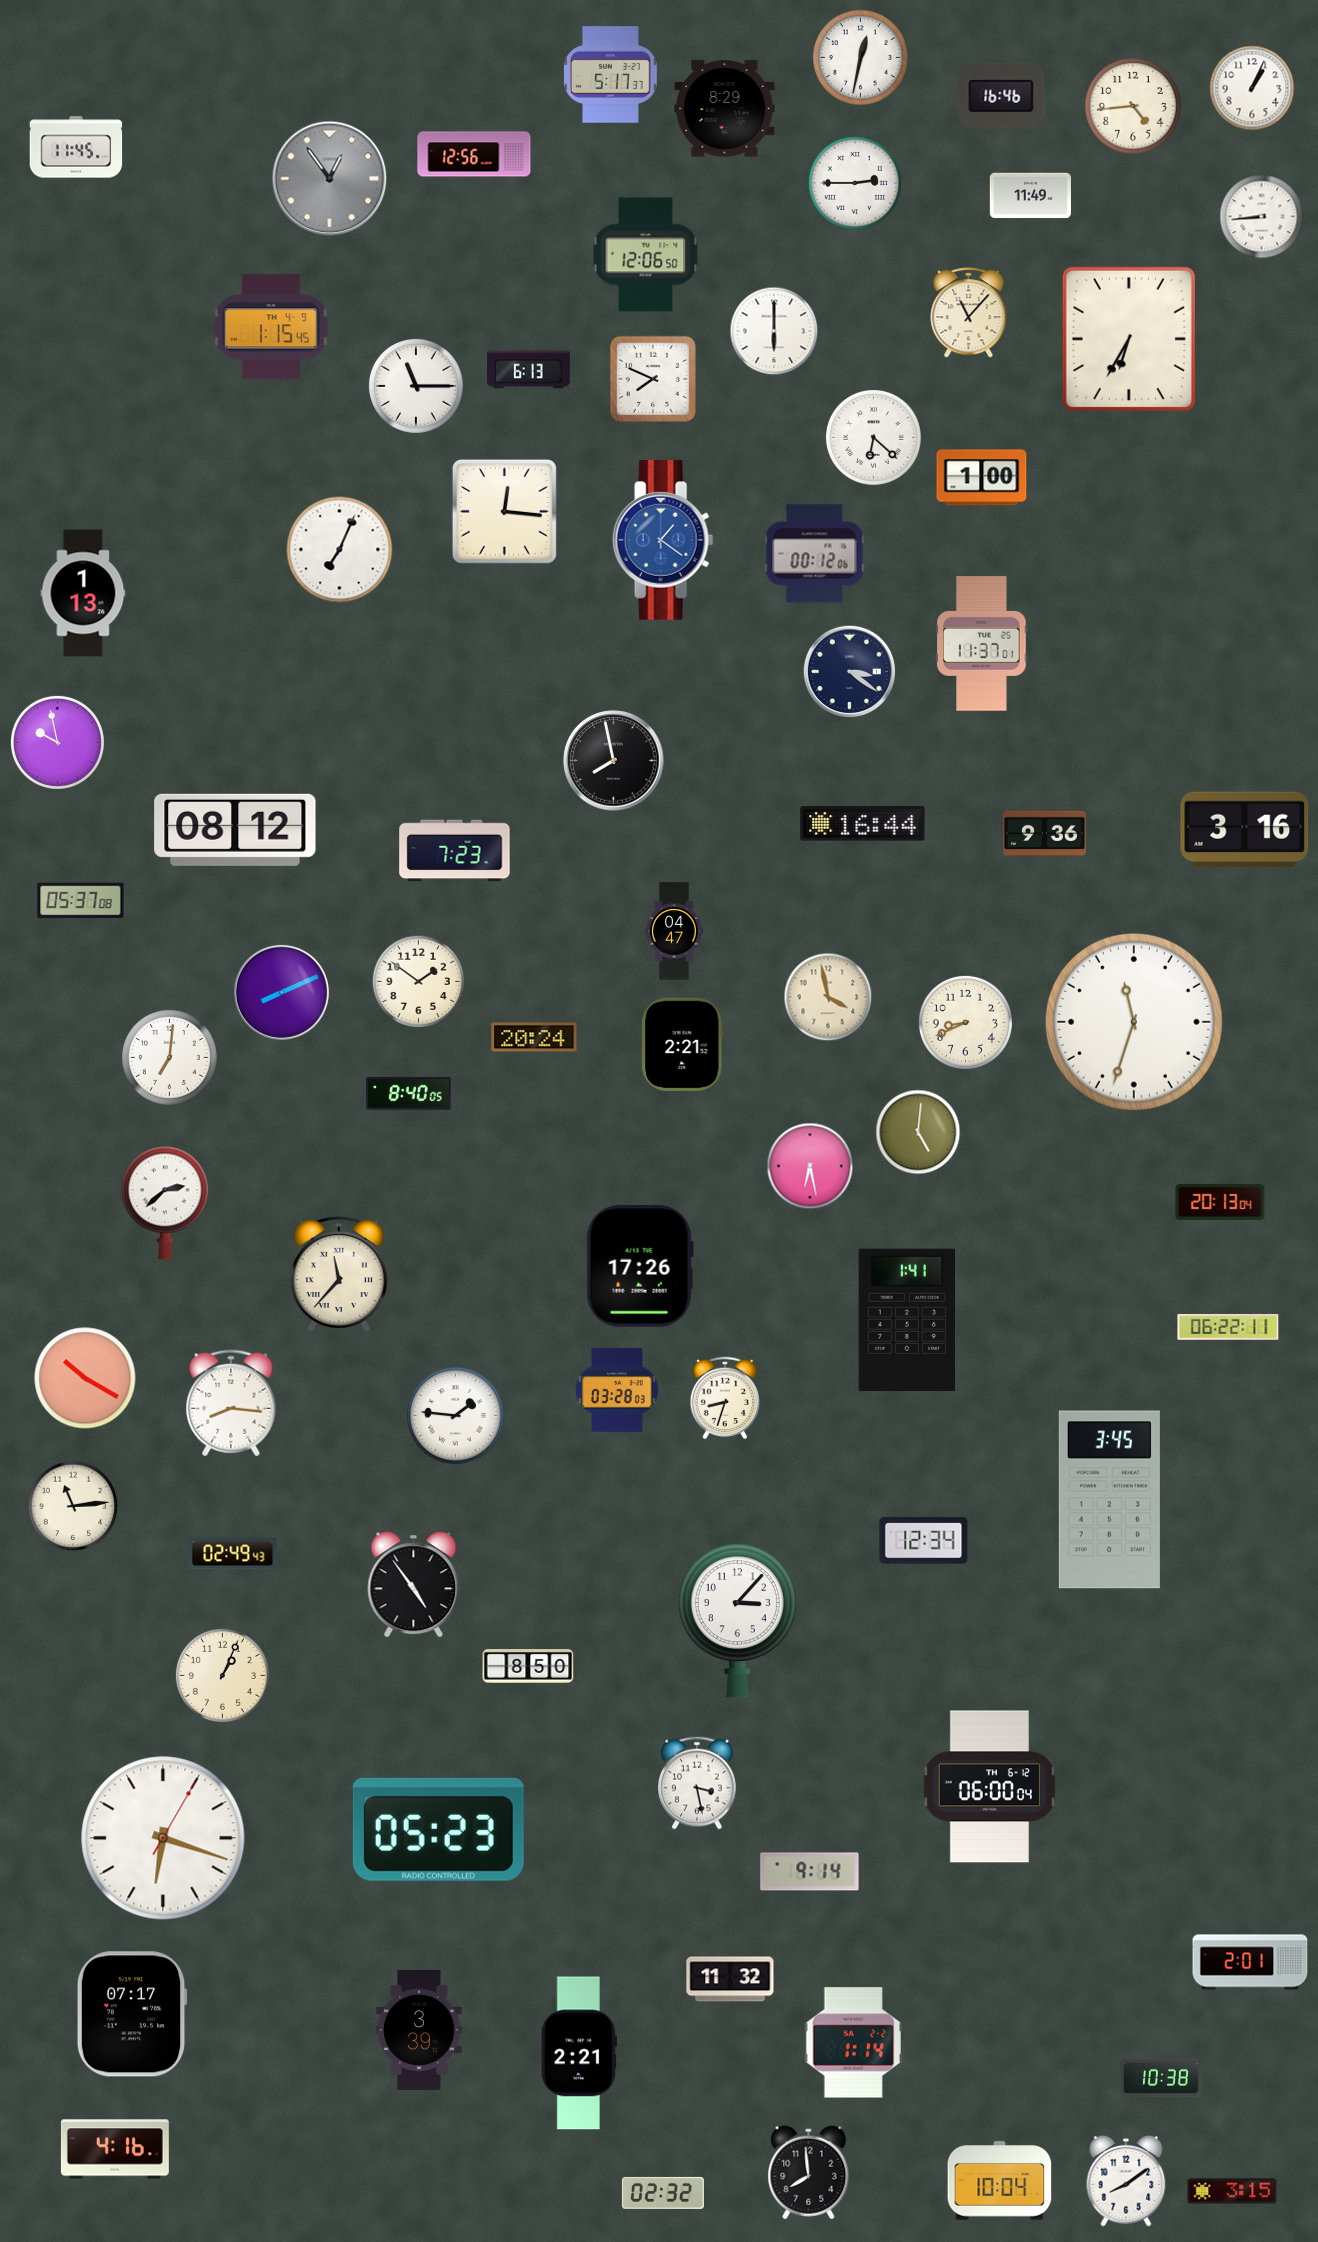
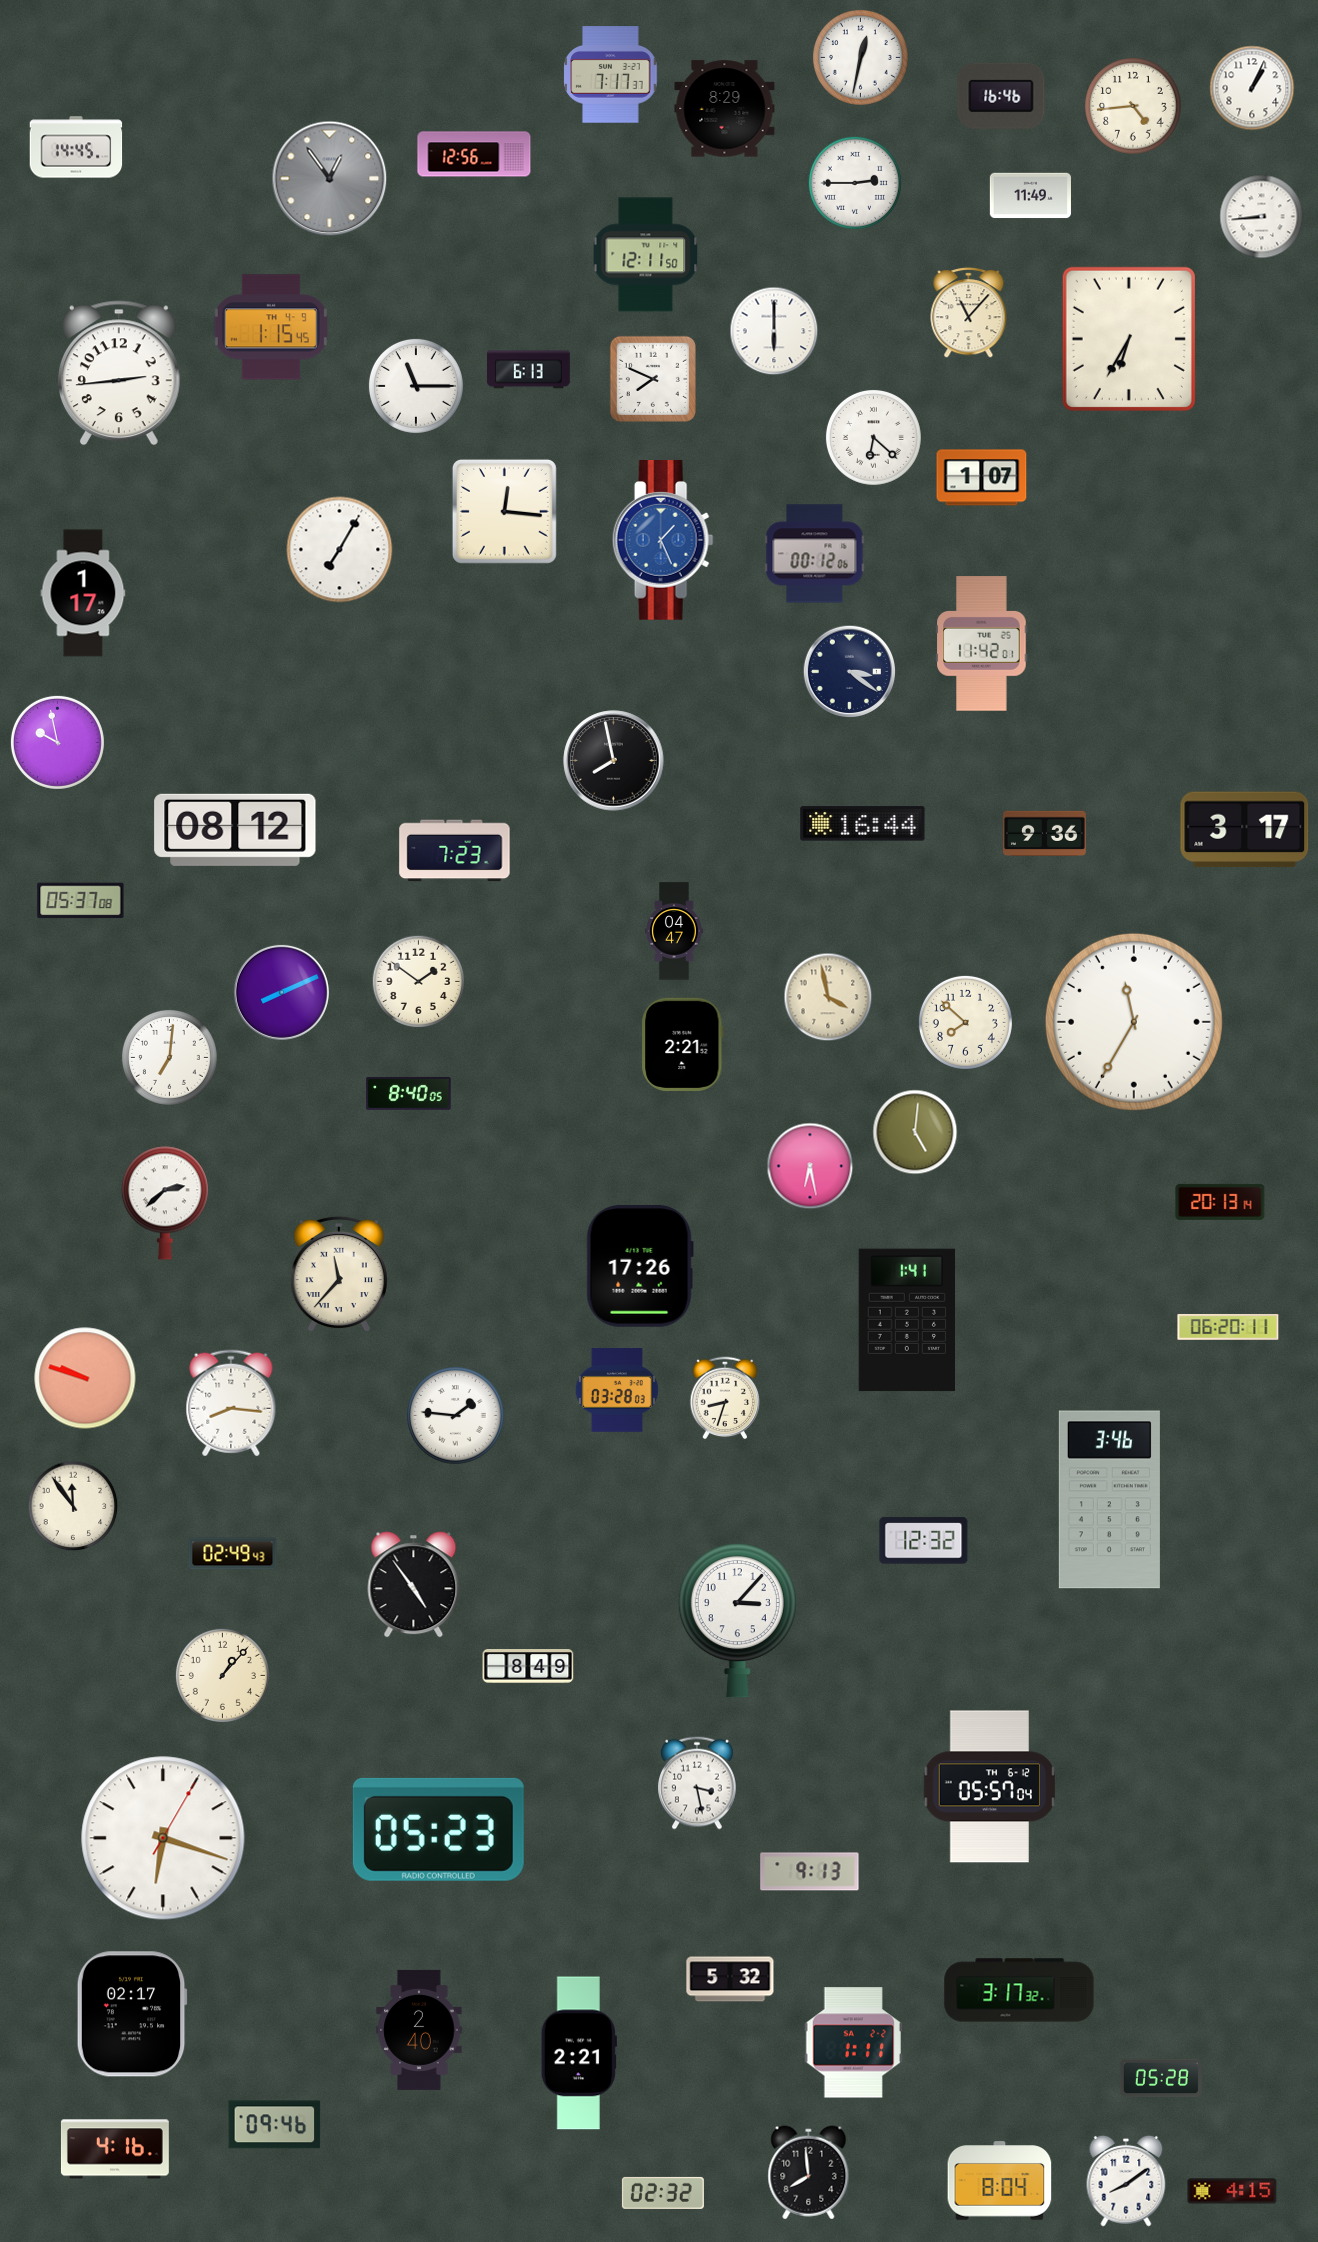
clock at (611, 75): 5:17 -> 7:17
clock at (76, 147): 11:45 -> 14:45
clock at (646, 255): 12:06 -> 12:11
clock at (119, 373): none -> 2:44
clock at (982, 478): 1:00 -> 1:07
clock at (663, 540): 1:21 -> 1:26
clock at (340, 550): 7:04 -> 7:05
clock at (83, 593): 1:13 -> 1:17
clock at (982, 644): 11:37 -> 11:42
clock at (1245, 830): 3:16 -> 3:17
clock at (965, 1022): 8:41 -> 7:52
clock at (1134, 1022): 11:33 -> 11:35
clock at (534, 1037): 20:24 -> none
clock at (918, 1132) position: (918, 1132) -> (915, 1132)
clock at (1220, 1202): 20:13:04 -> 20:13:14
clock at (1228, 1327): 06:22 -> 06:20
clock at (85, 1378): 10:20 -> 9:48
clock at (1109, 1500): 3:45 -> 3:46
clock at (73, 1506): 11:14 -> 11:54
clock at (924, 1541): 12:34 -> 12:32
clock at (528, 1667): 8:50 -> 8:49
clock at (222, 1675): 1:04 -> 1:07
clock at (989, 1787): 06:00 -> 05:57
clock at (810, 1872): 9:14 -> 9:13
clock at (1250, 1962): 2:01 -> none
clock at (730, 1979): 11:32 -> 5:32
clock at (1019, 1990): none -> 3:17
clock at (132, 2014): 07:17 -> 02:17
clock at (419, 2030): 3:39 -> 2:40
clock at (853, 2043): 1:14 -> 1:11
clock at (1161, 2078): 10:38 -> 05:28
clock at (275, 2125): none -> 09:46
clock at (1000, 2181): 10:04 -> 8:04
clock at (1232, 2191): 3:15 -> 4:15
